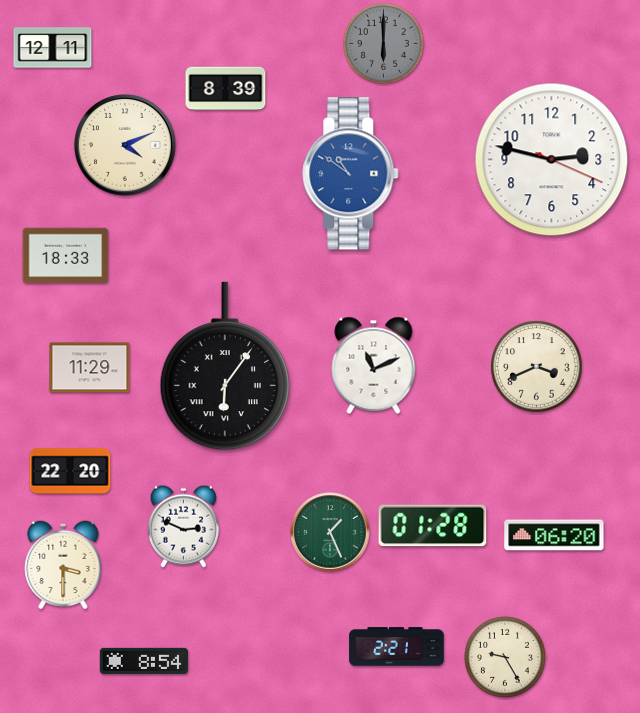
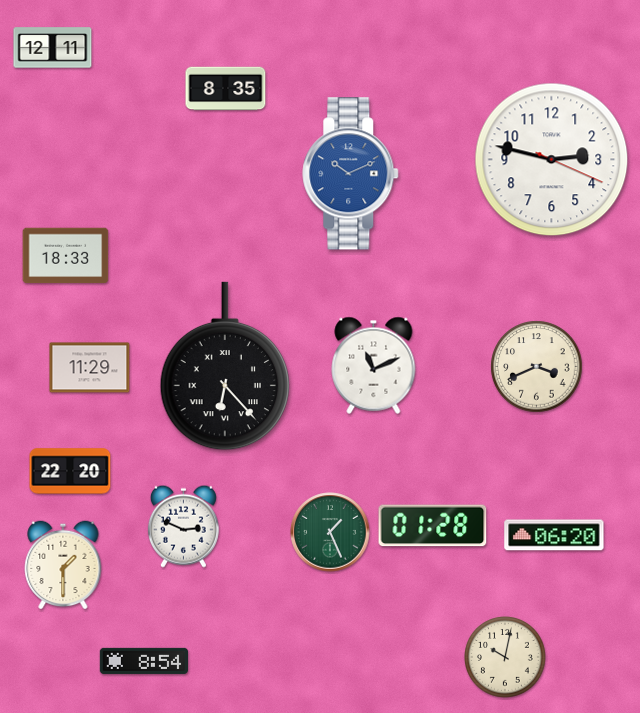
clock at (384, 44): 6:00 -> none
clock at (226, 89): 8:39 -> 8:35
clock at (126, 146): 4:11 -> none
clock at (351, 174): 10:51 -> 10:11
clock at (224, 366): 6:06 -> 6:23
clock at (63, 565): 3:30 -> 1:30
clock at (397, 647): 2:21 -> none
clock at (506, 658): 9:25 -> 10:02
